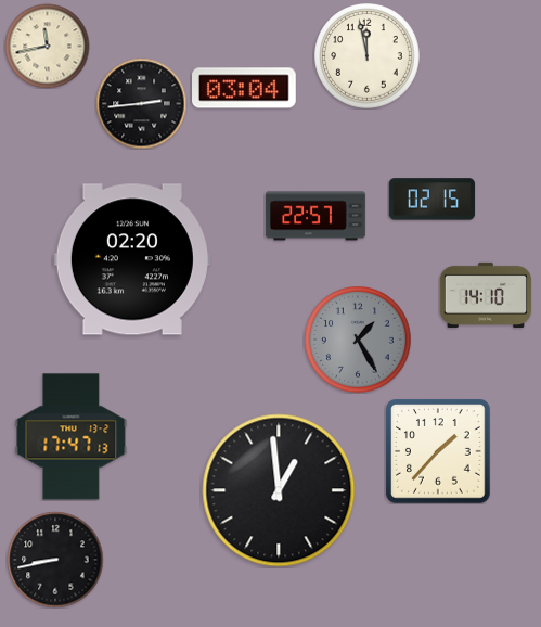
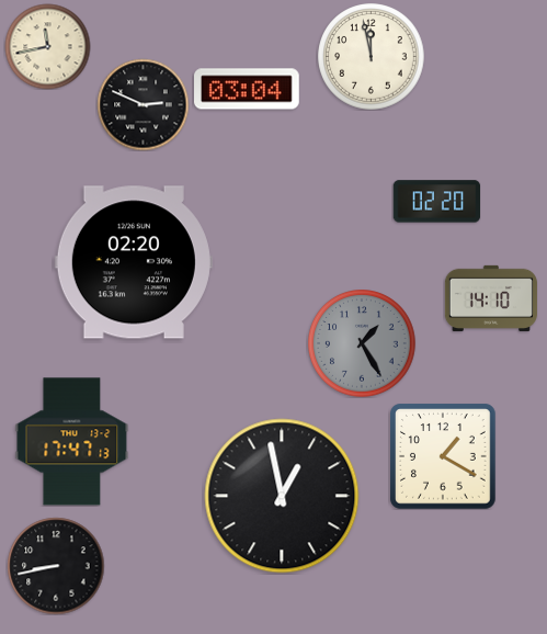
clock at (141, 103): 2:44 -> 2:49
clock at (431, 200): 02:15 -> 02:20
clock at (315, 216): 22:57 -> none
clock at (439, 452): 1:37 -> 1:20
clock at (279, 490): 12:59 -> 12:58
